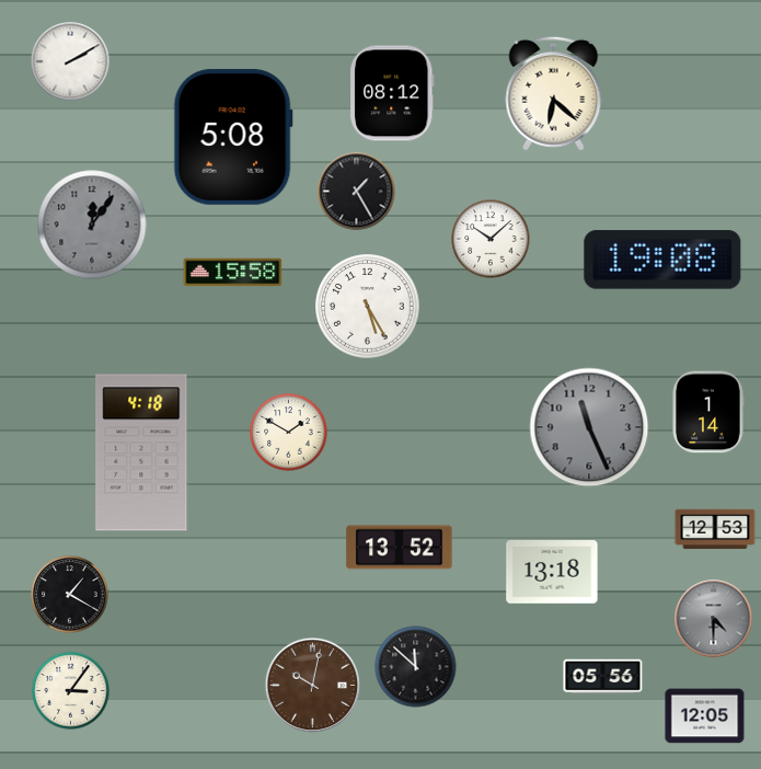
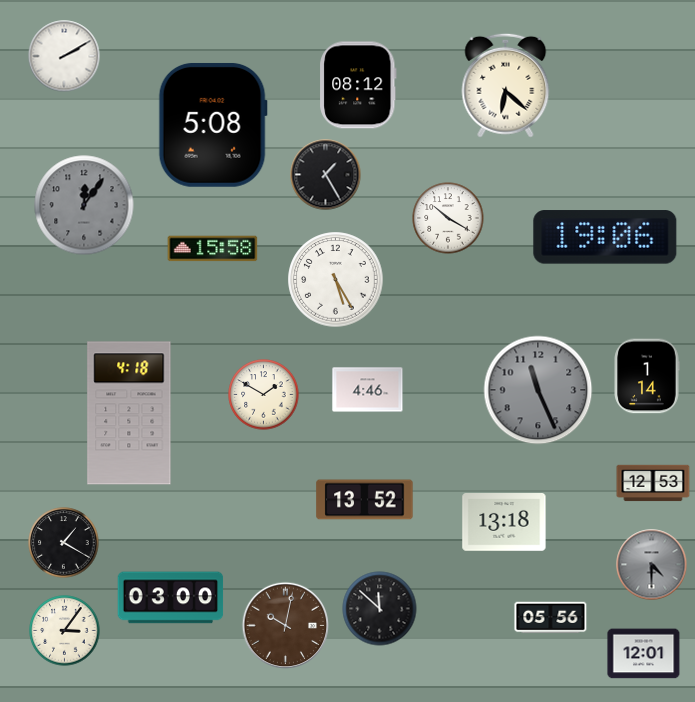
clock at (491, 239): 10:08 -> 10:20
clock at (662, 260): 19:08 -> 19:06
clock at (368, 390): none -> 4:46
clock at (171, 598): none -> 03:00
clock at (705, 716): 12:05 -> 12:01
